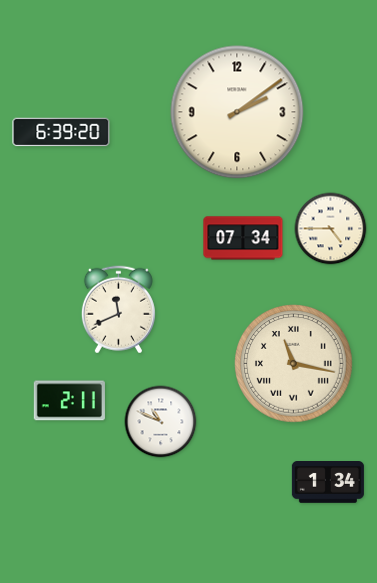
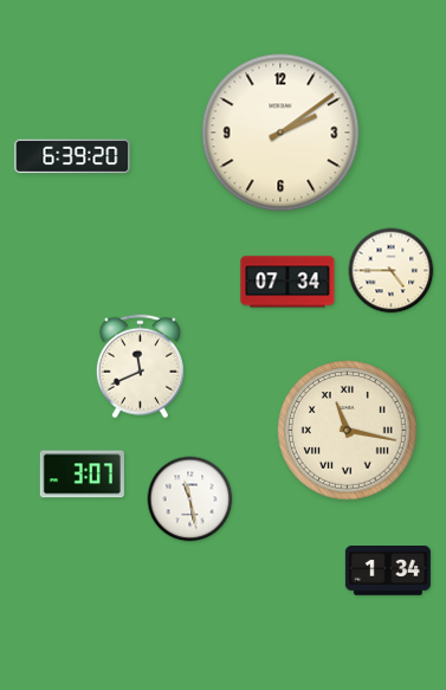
clock at (69, 401): 2:11 -> 3:07
clock at (161, 422): 10:49 -> 11:28
